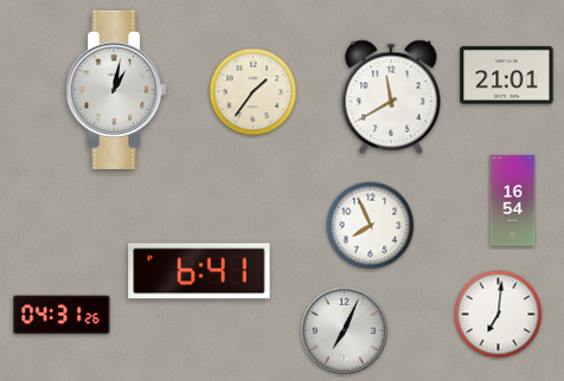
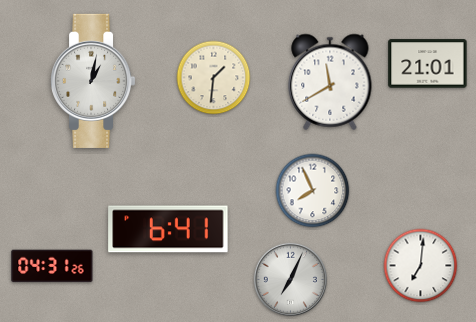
clock at (117, 90) position: (117, 90) -> (94, 81)
clock at (254, 92): 1:36 -> 1:31
clock at (513, 201): 16:54 -> none
